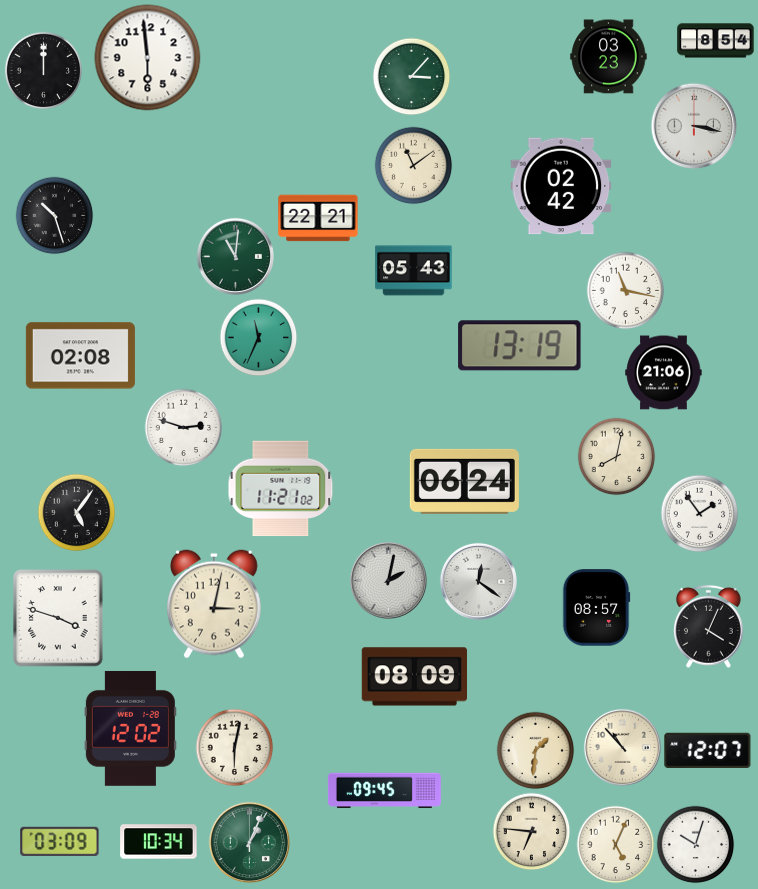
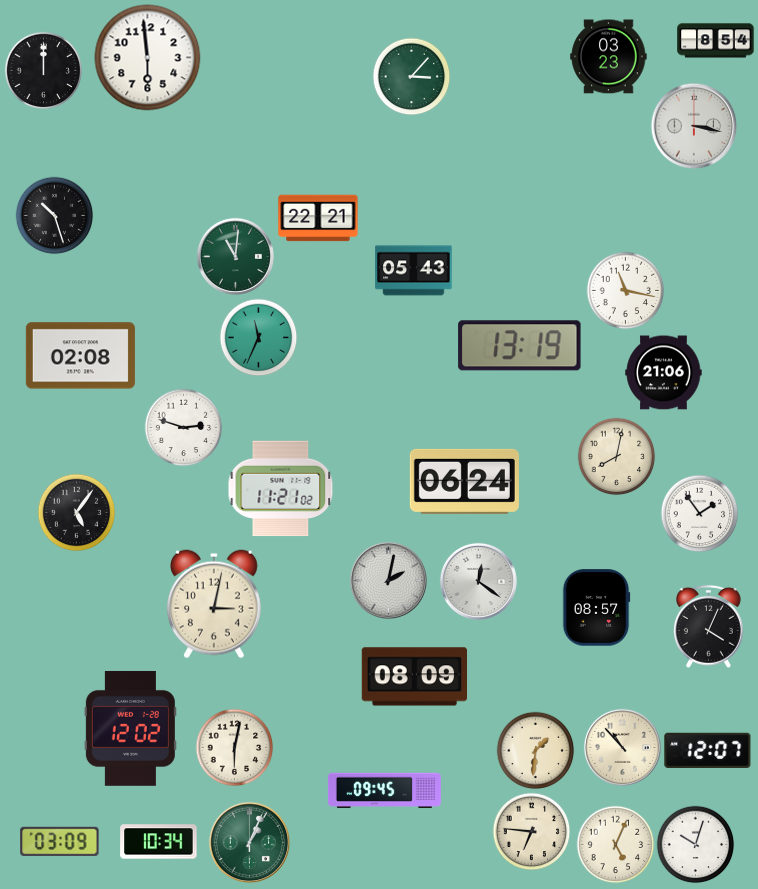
clock at (413, 165): 11:09 -> none
clock at (561, 186): 02:42 -> none
clock at (58, 618): 3:48 -> none
